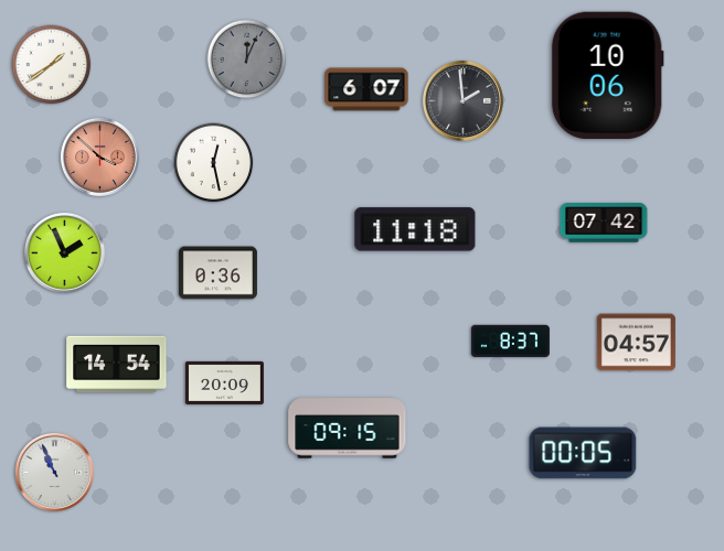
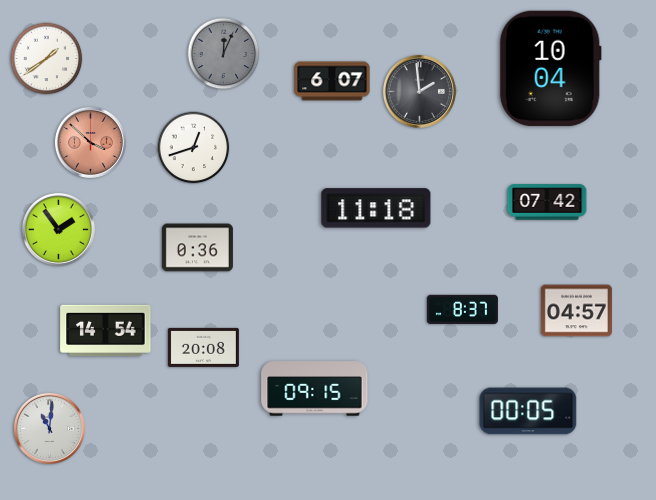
clock at (607, 76): 10:06 -> 10:04
clock at (214, 163): 12:28 -> 12:42
clock at (64, 252): 1:56 -> 1:54
clock at (224, 382): 20:09 -> 20:08
clock at (54, 472): 10:56 -> 11:01
